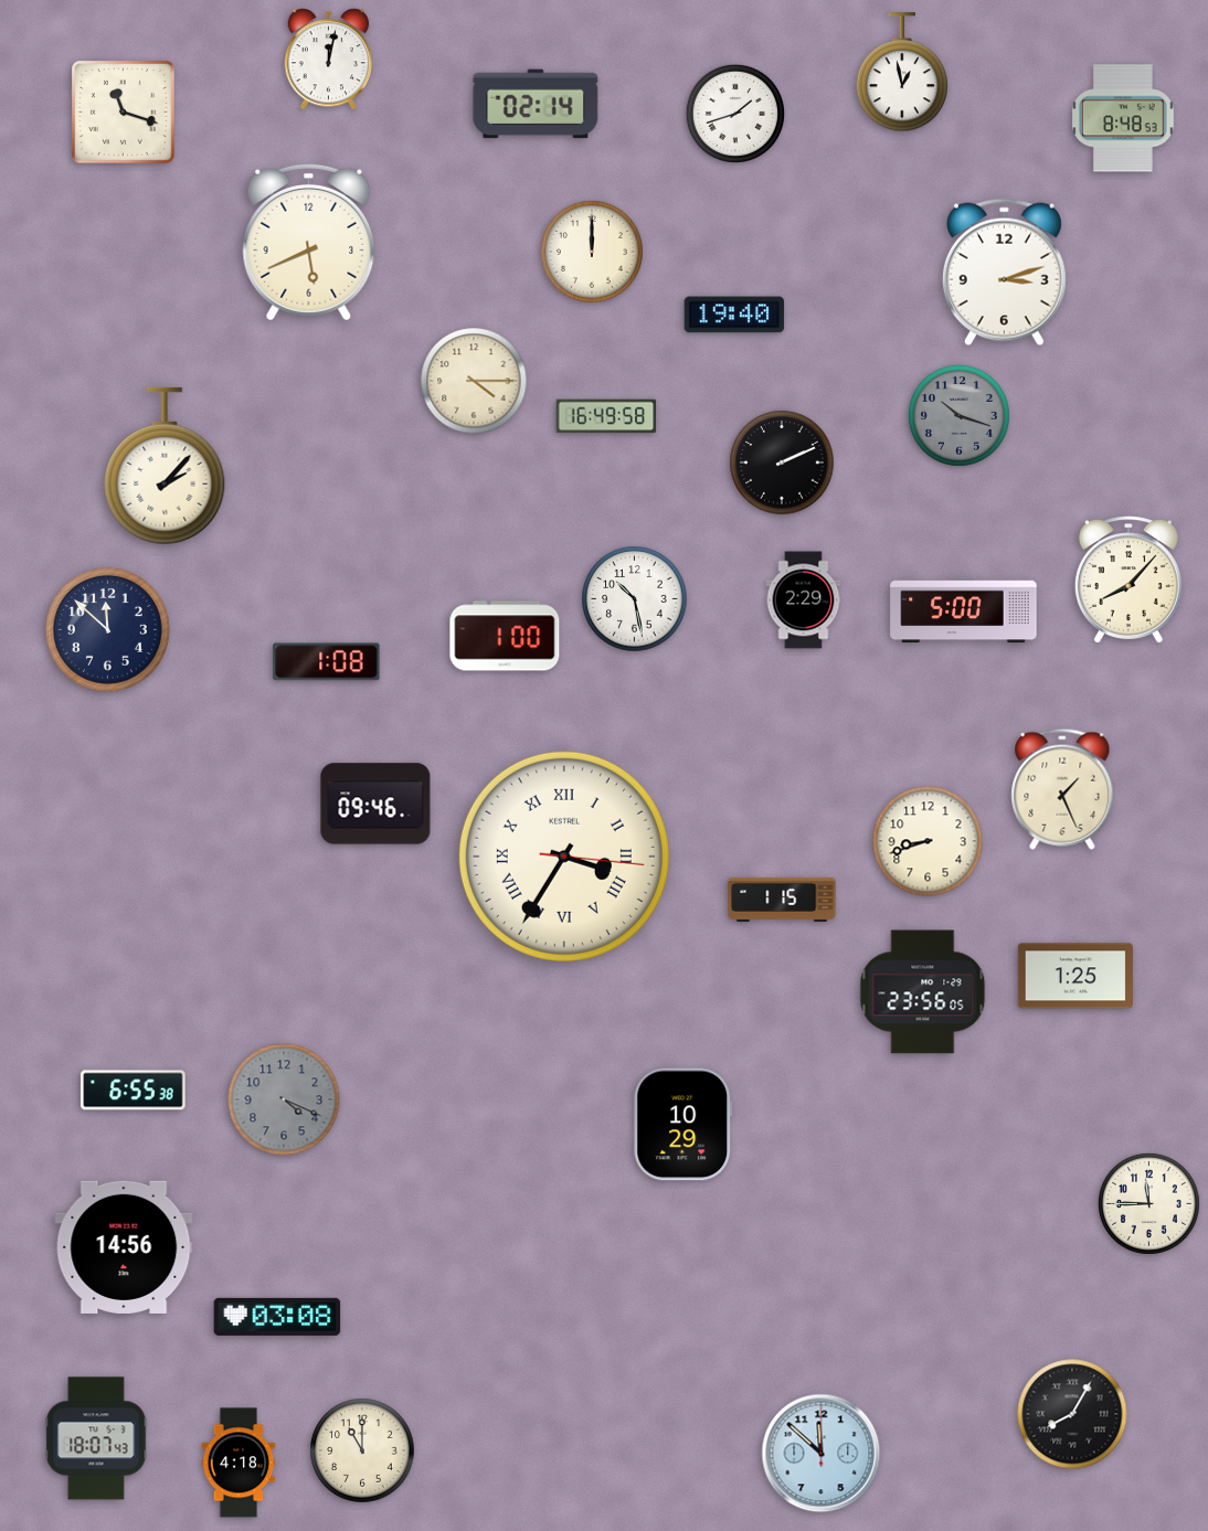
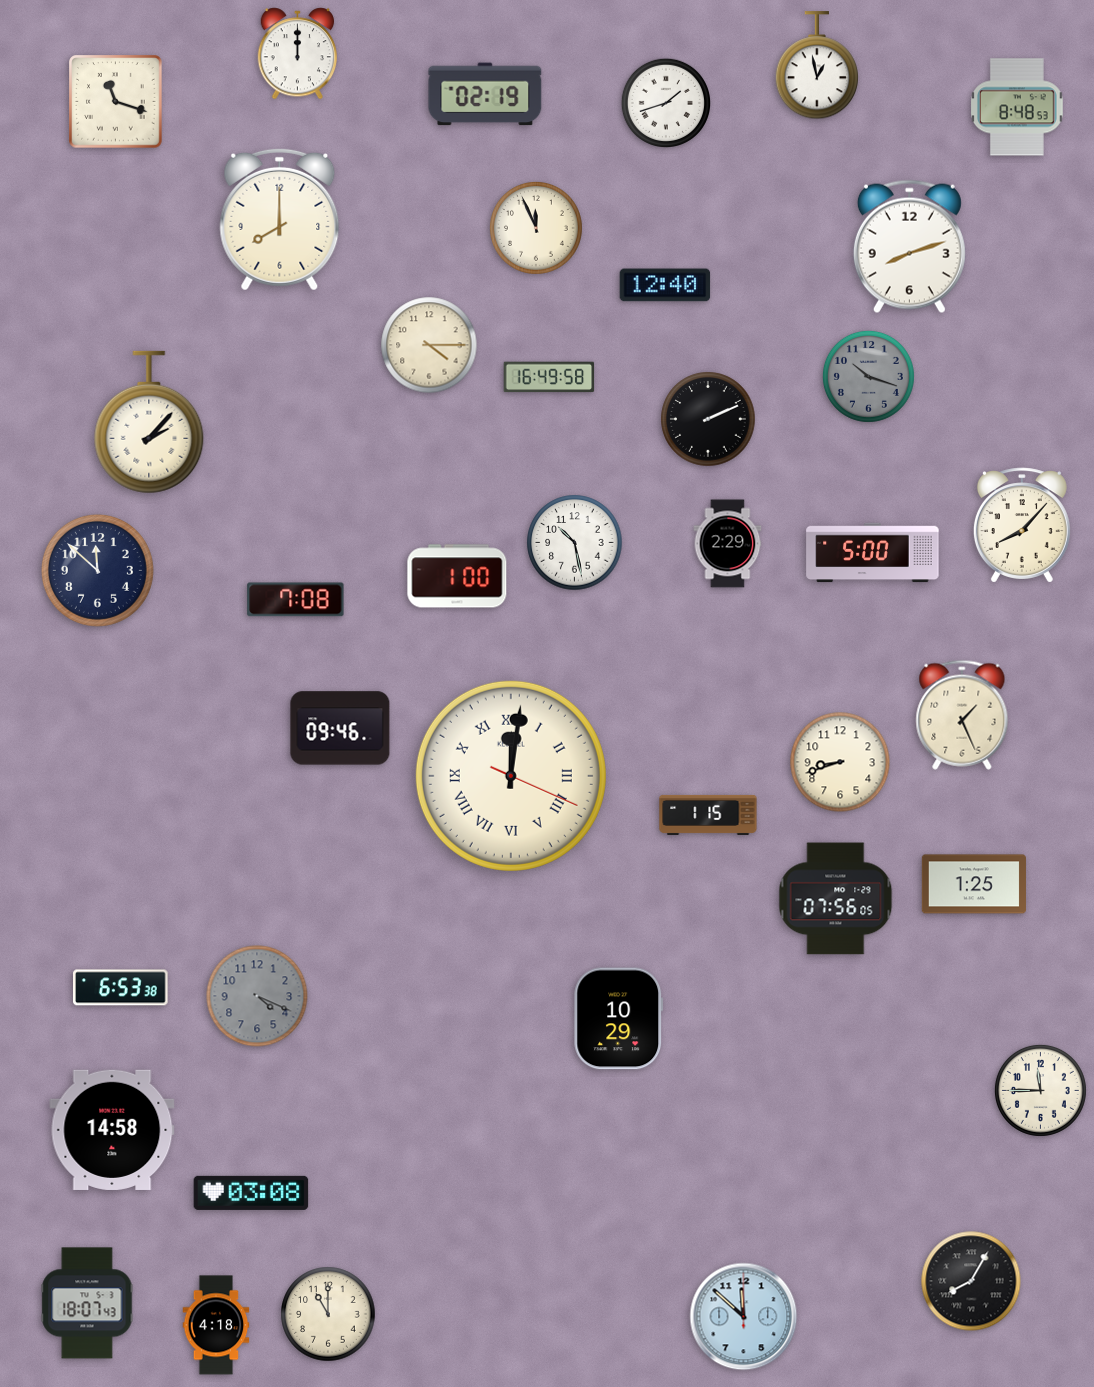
clock at (329, 60): 12:02 -> 12:00
clock at (536, 104): 02:14 -> 02:19
clock at (124, 113) position: (124, 113) -> (116, 102)
clock at (309, 242): 5:41 -> 8:00
clock at (593, 253): 12:00 -> 11:56
clock at (1004, 273): 3:12 -> 8:12
clock at (734, 315): 19:40 -> 12:40
clock at (327, 662): 1:08 -> 7:08
clock at (564, 857): 3:35 -> 12:01
clock at (923, 992): 23:56 -> 07:56
clock at (134, 1091): 6:55 -> 6:53
clock at (124, 1247): 14:56 -> 14:58
